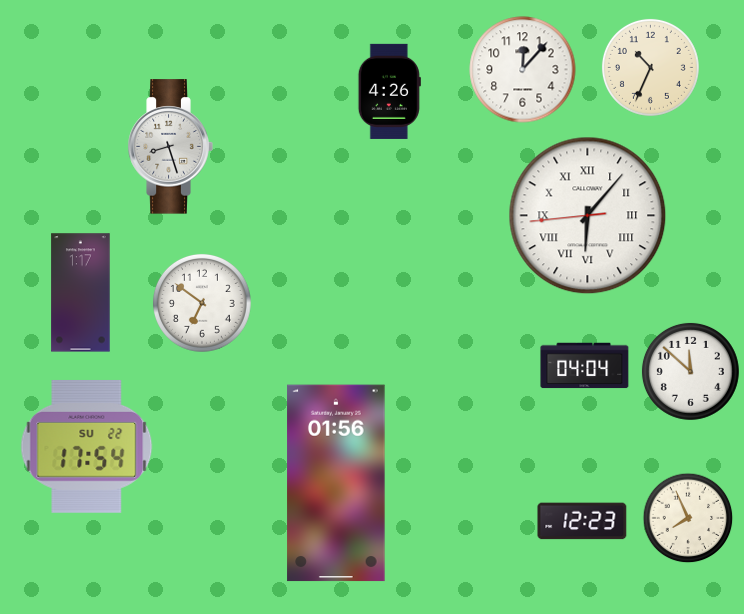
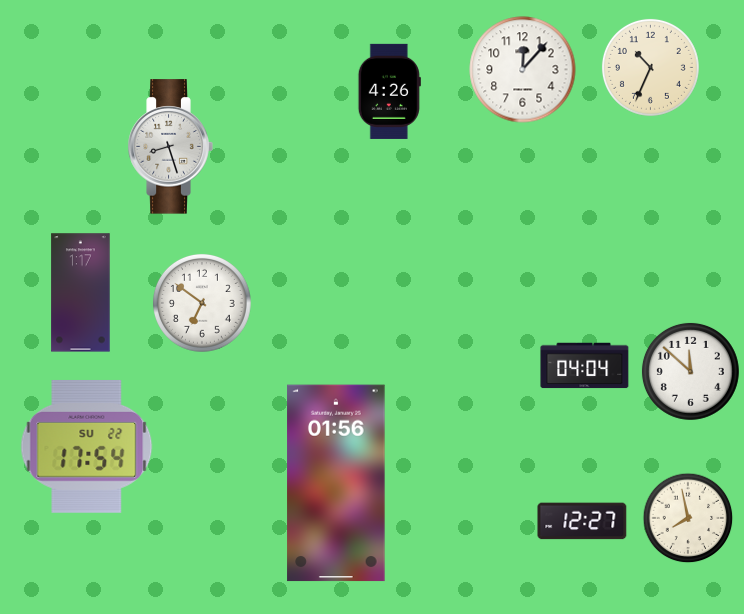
clock at (588, 216): 6:06 -> none
clock at (688, 518): 7:56 -> 7:58
clock at (582, 521): 12:23 -> 12:27
